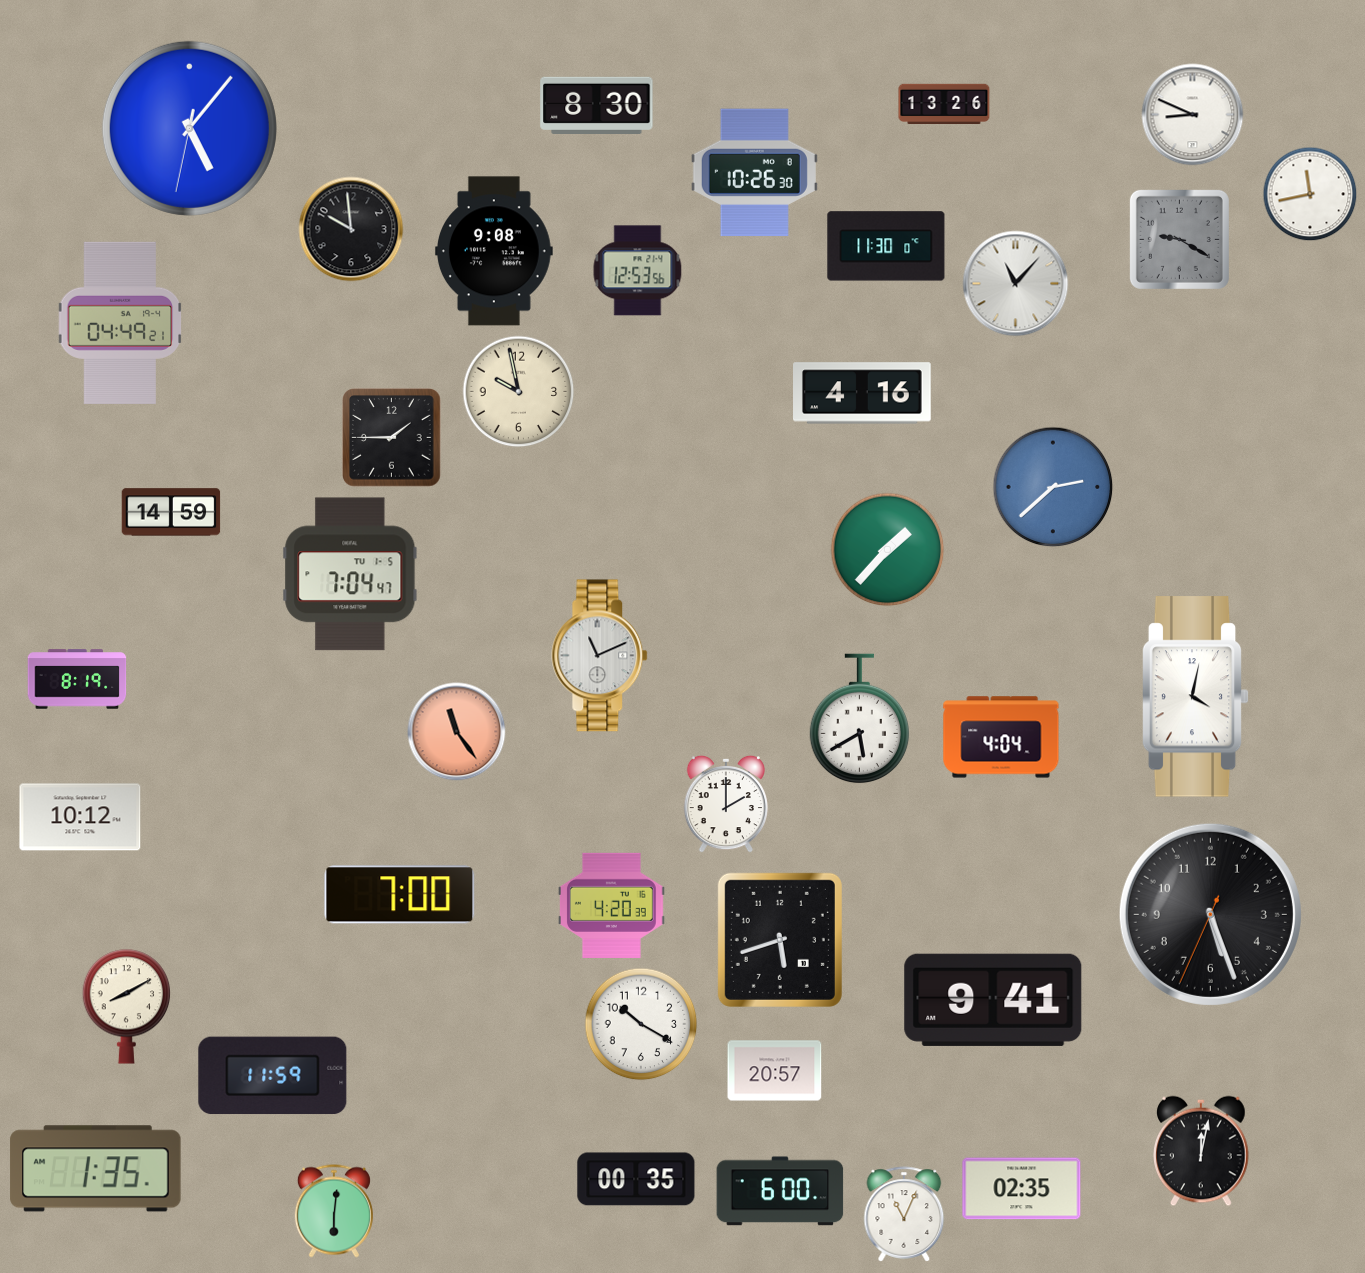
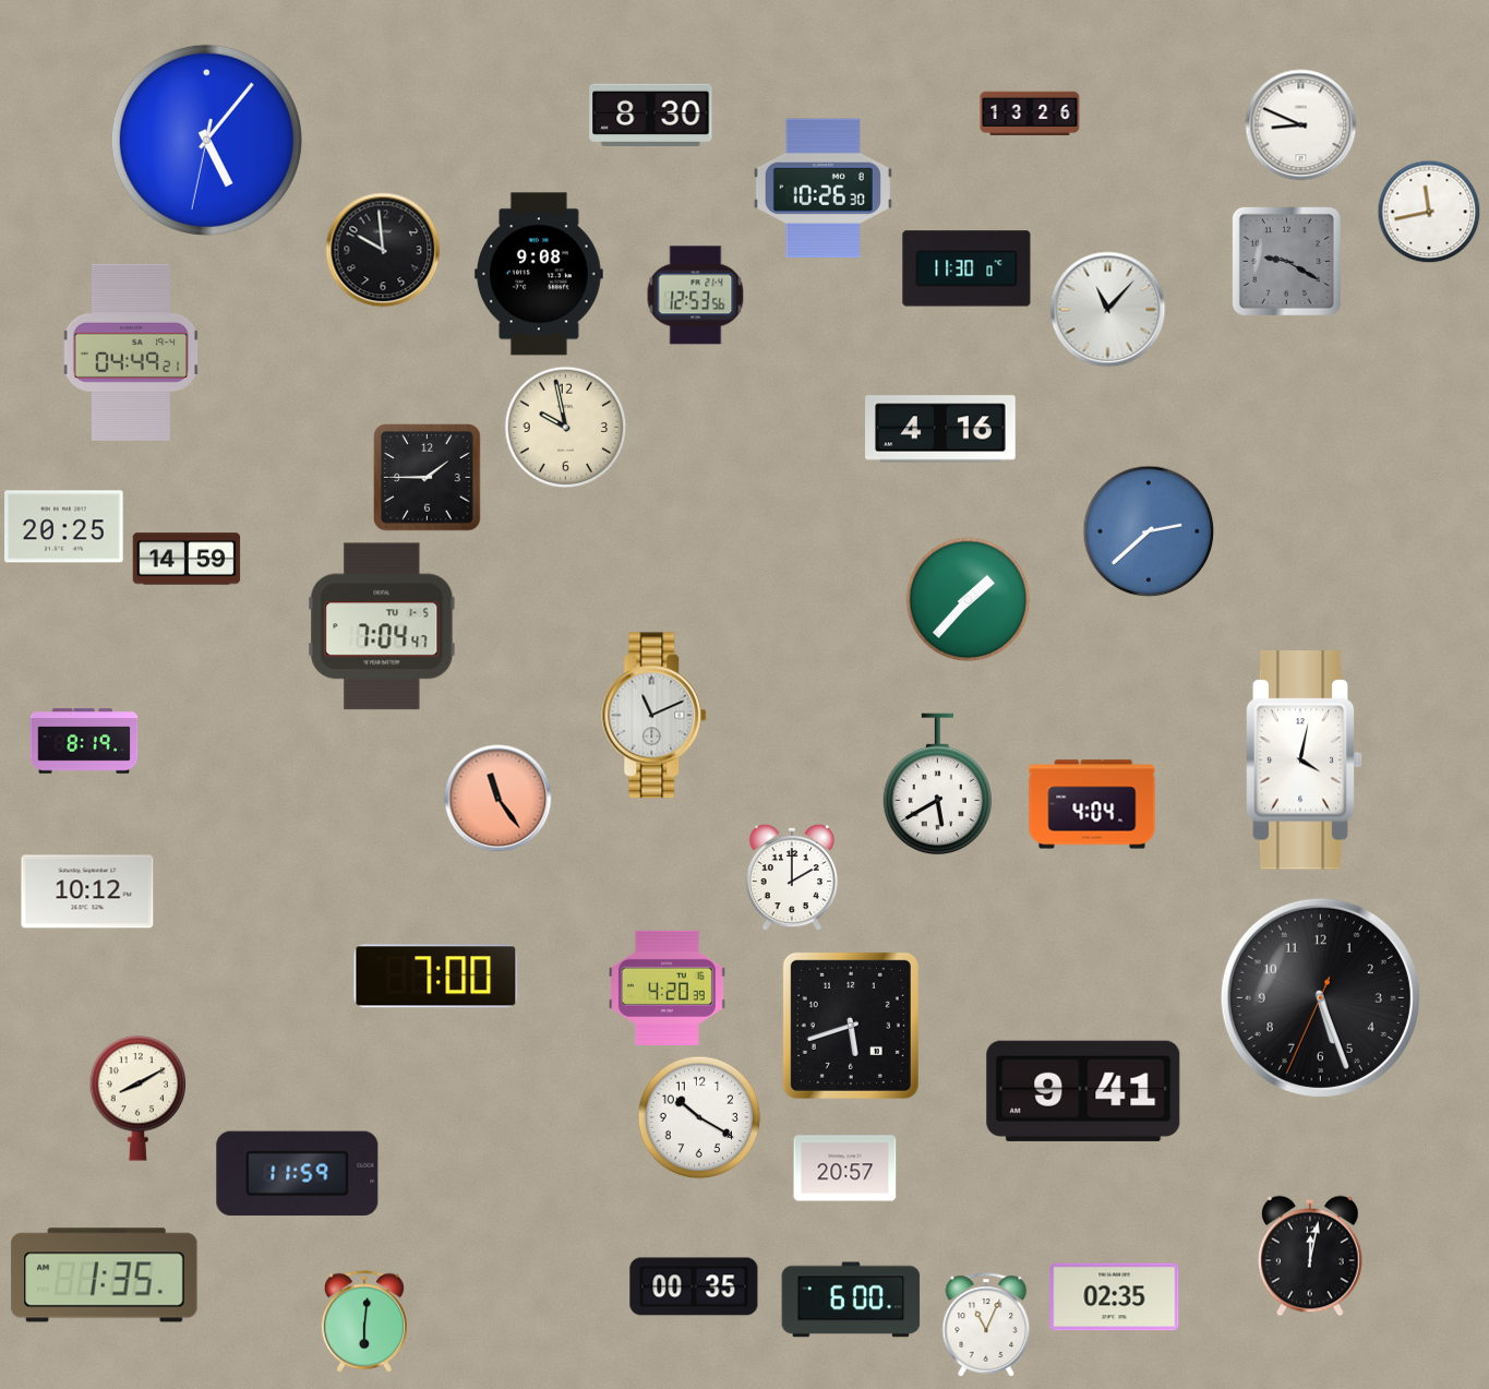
clock at (64, 527): none -> 20:25
